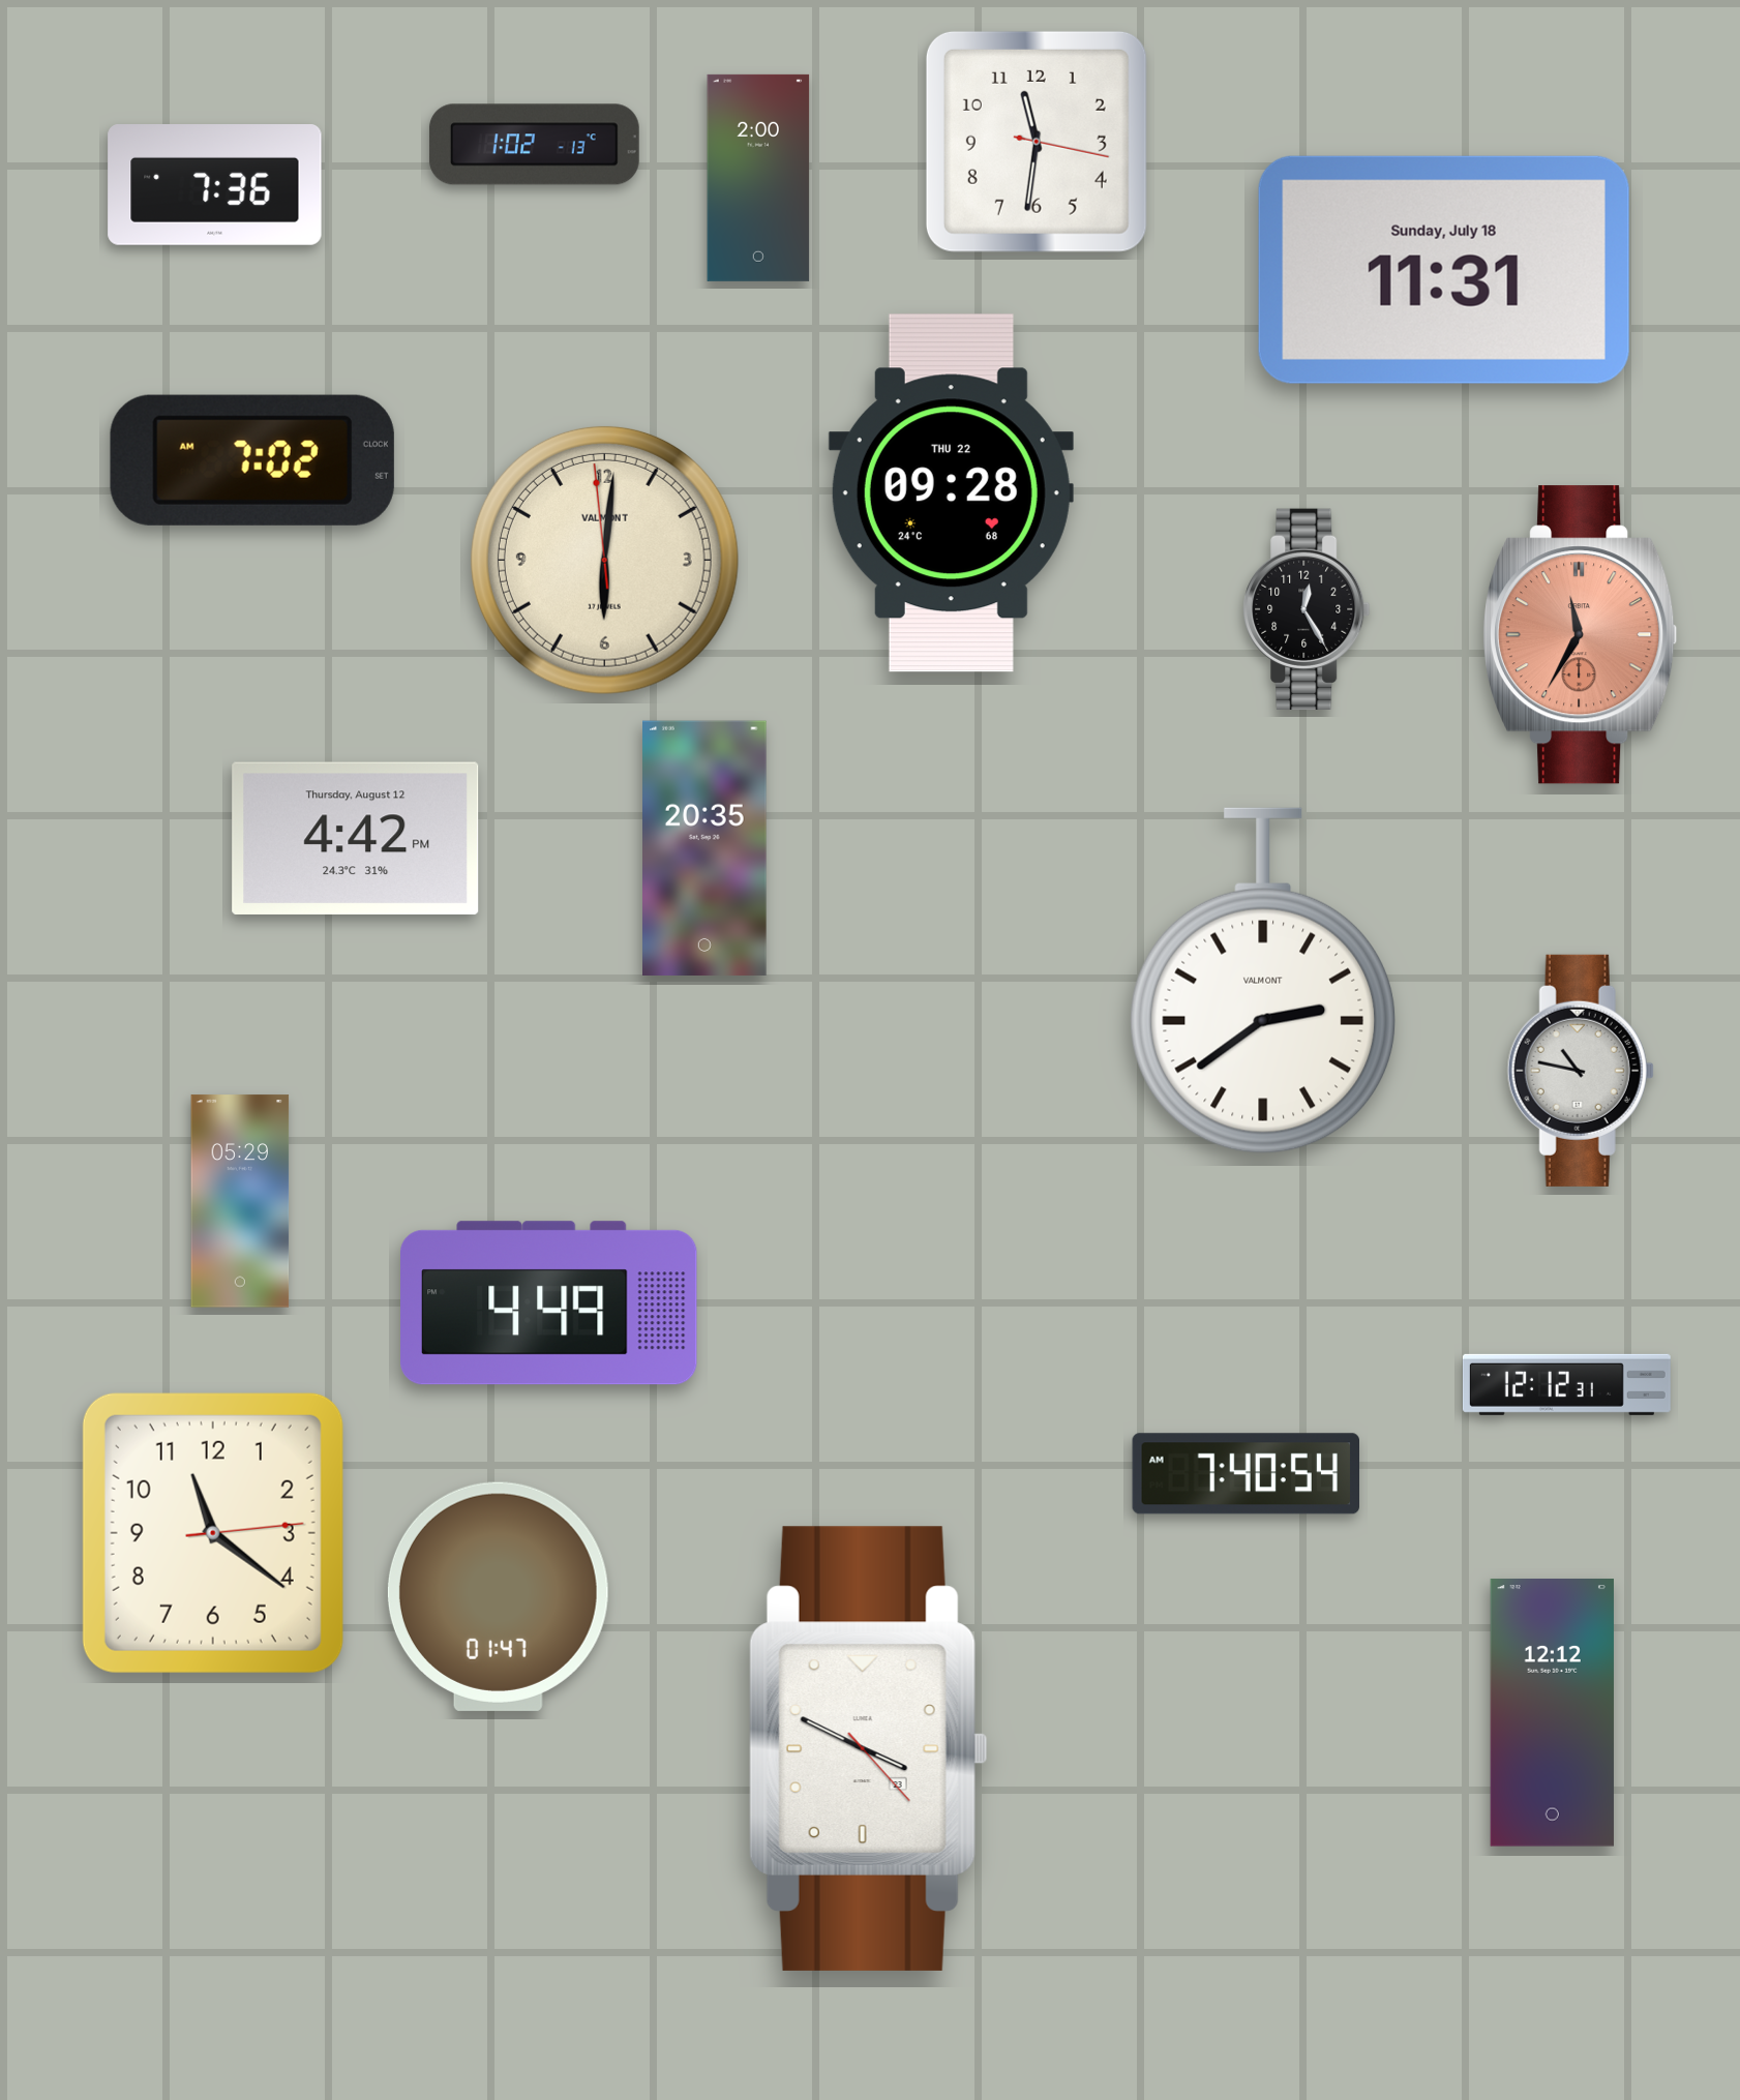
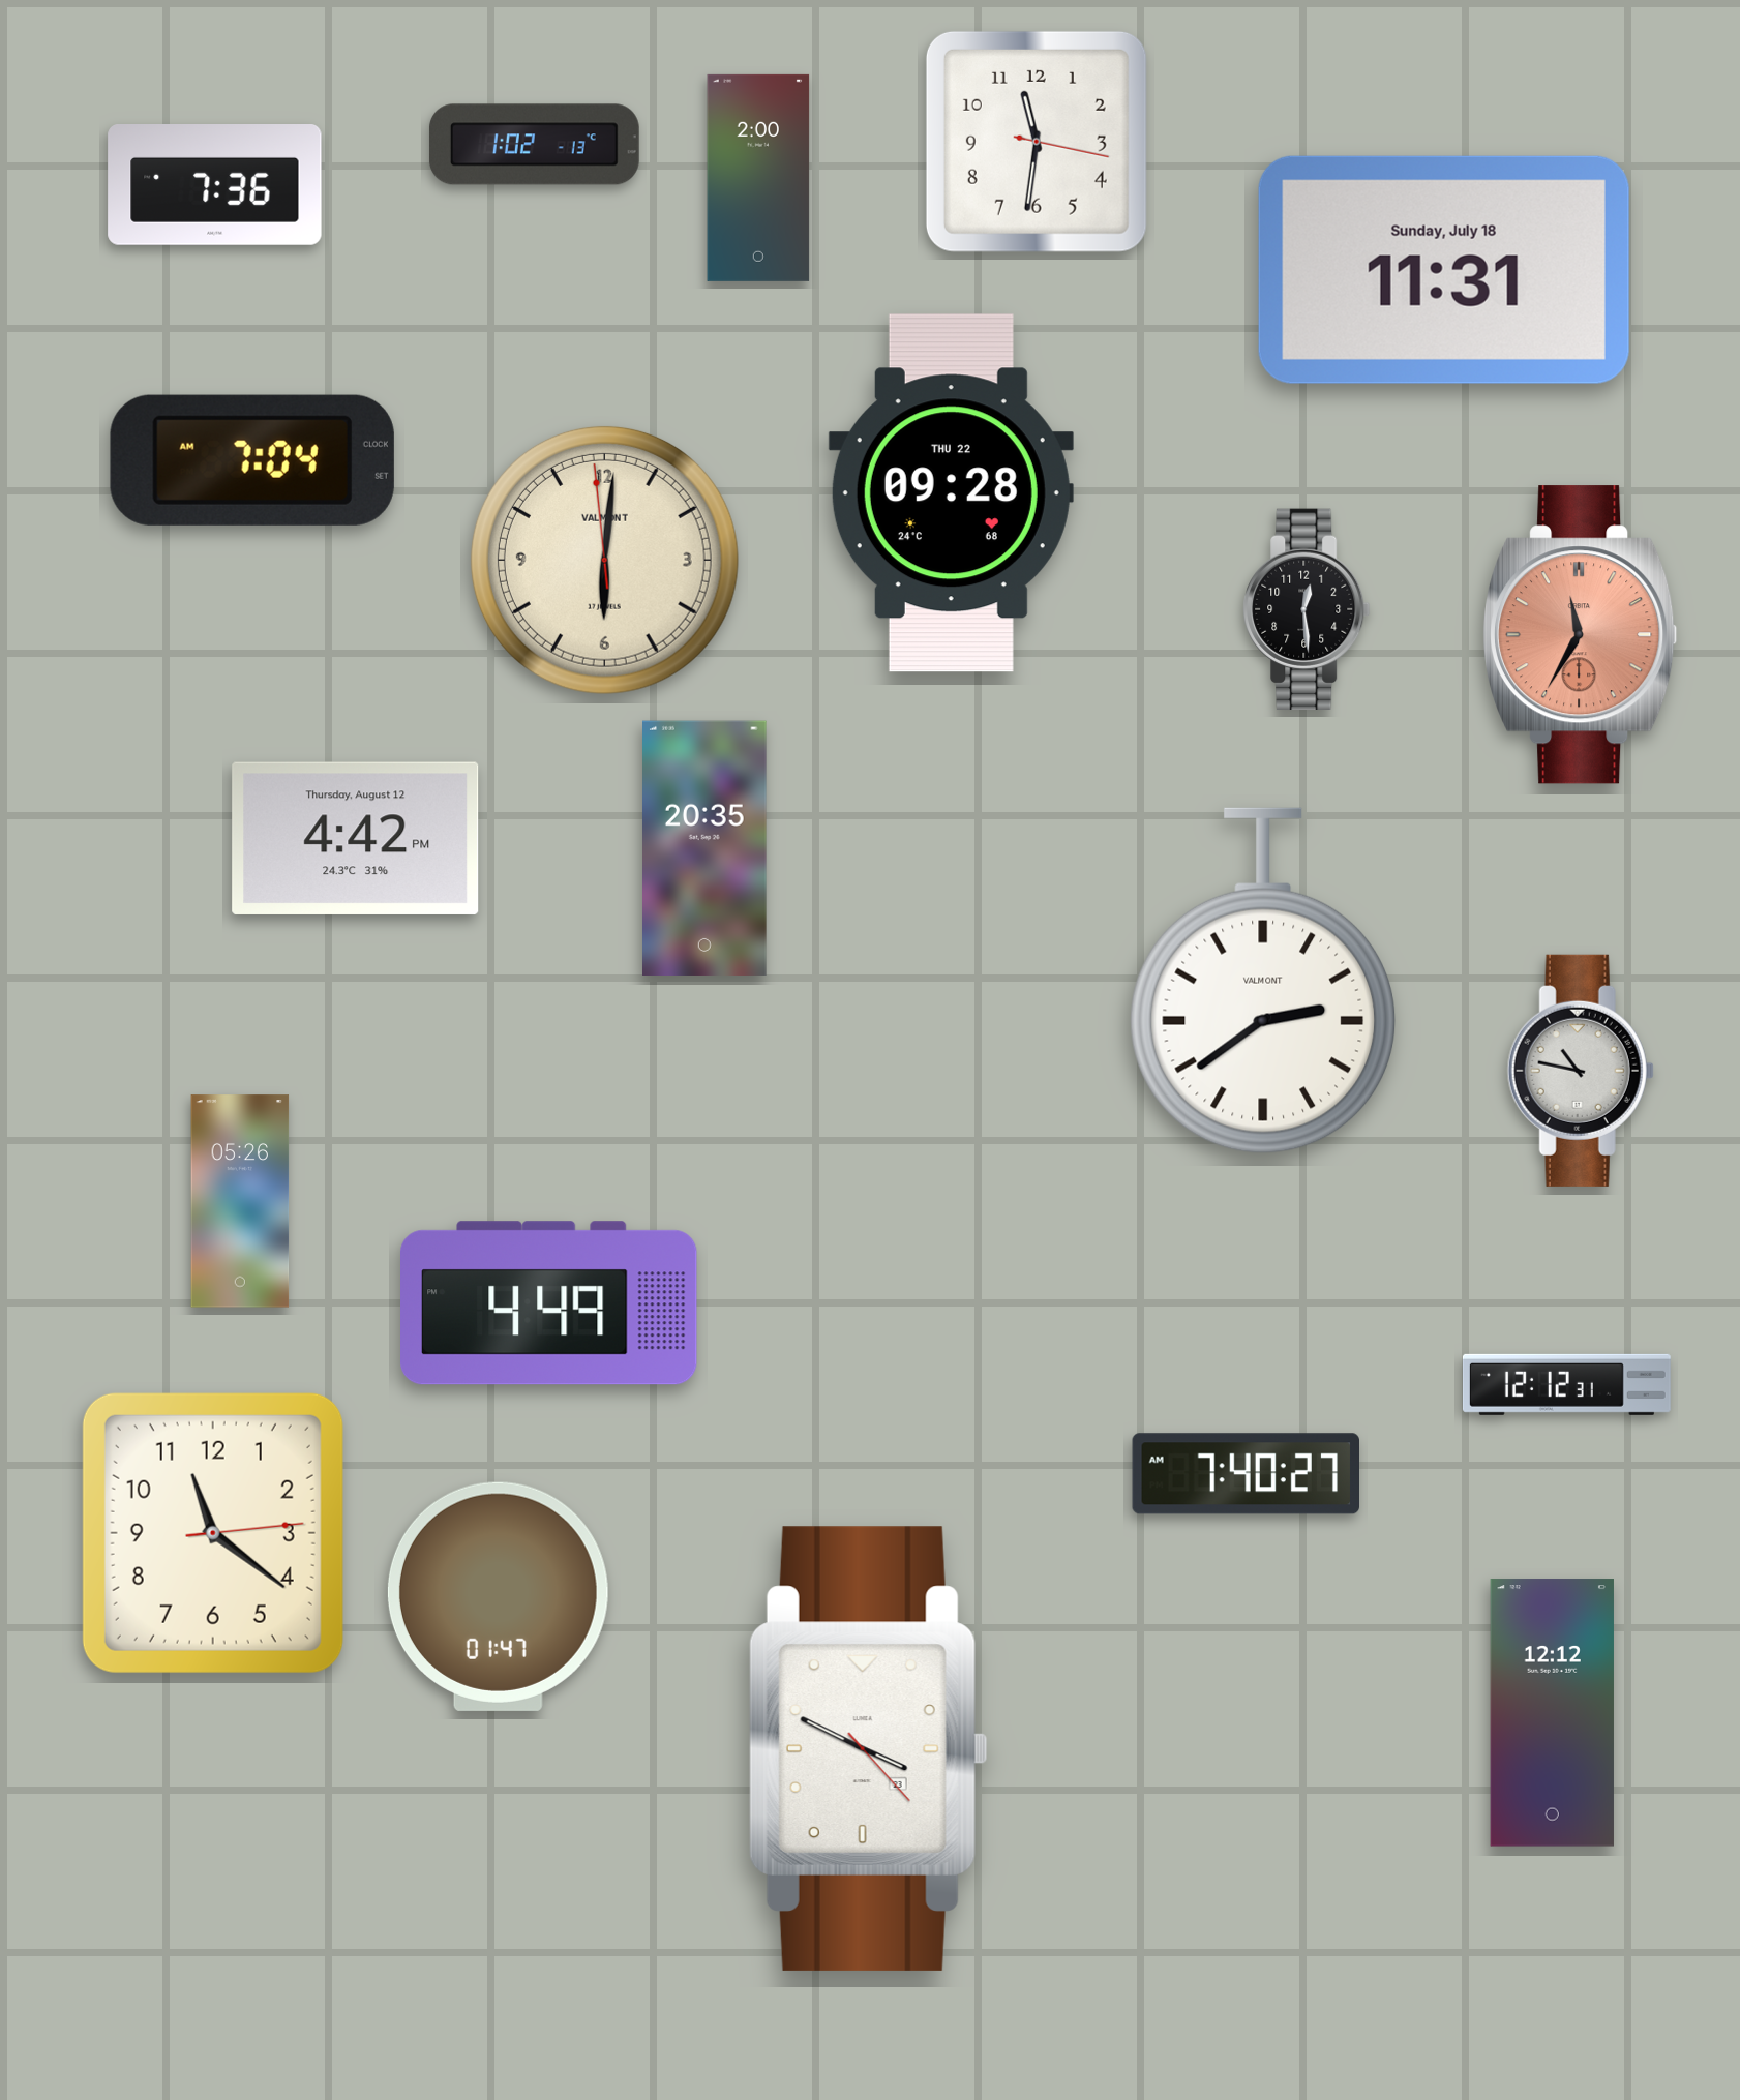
clock at (252, 460): 7:02 -> 7:04
clock at (1307, 608): 12:25 -> 12:29
clock at (240, 1201): 05:29 -> 05:26
clock at (1247, 1474): 7:40:54 AM -> 7:40:27 AM
